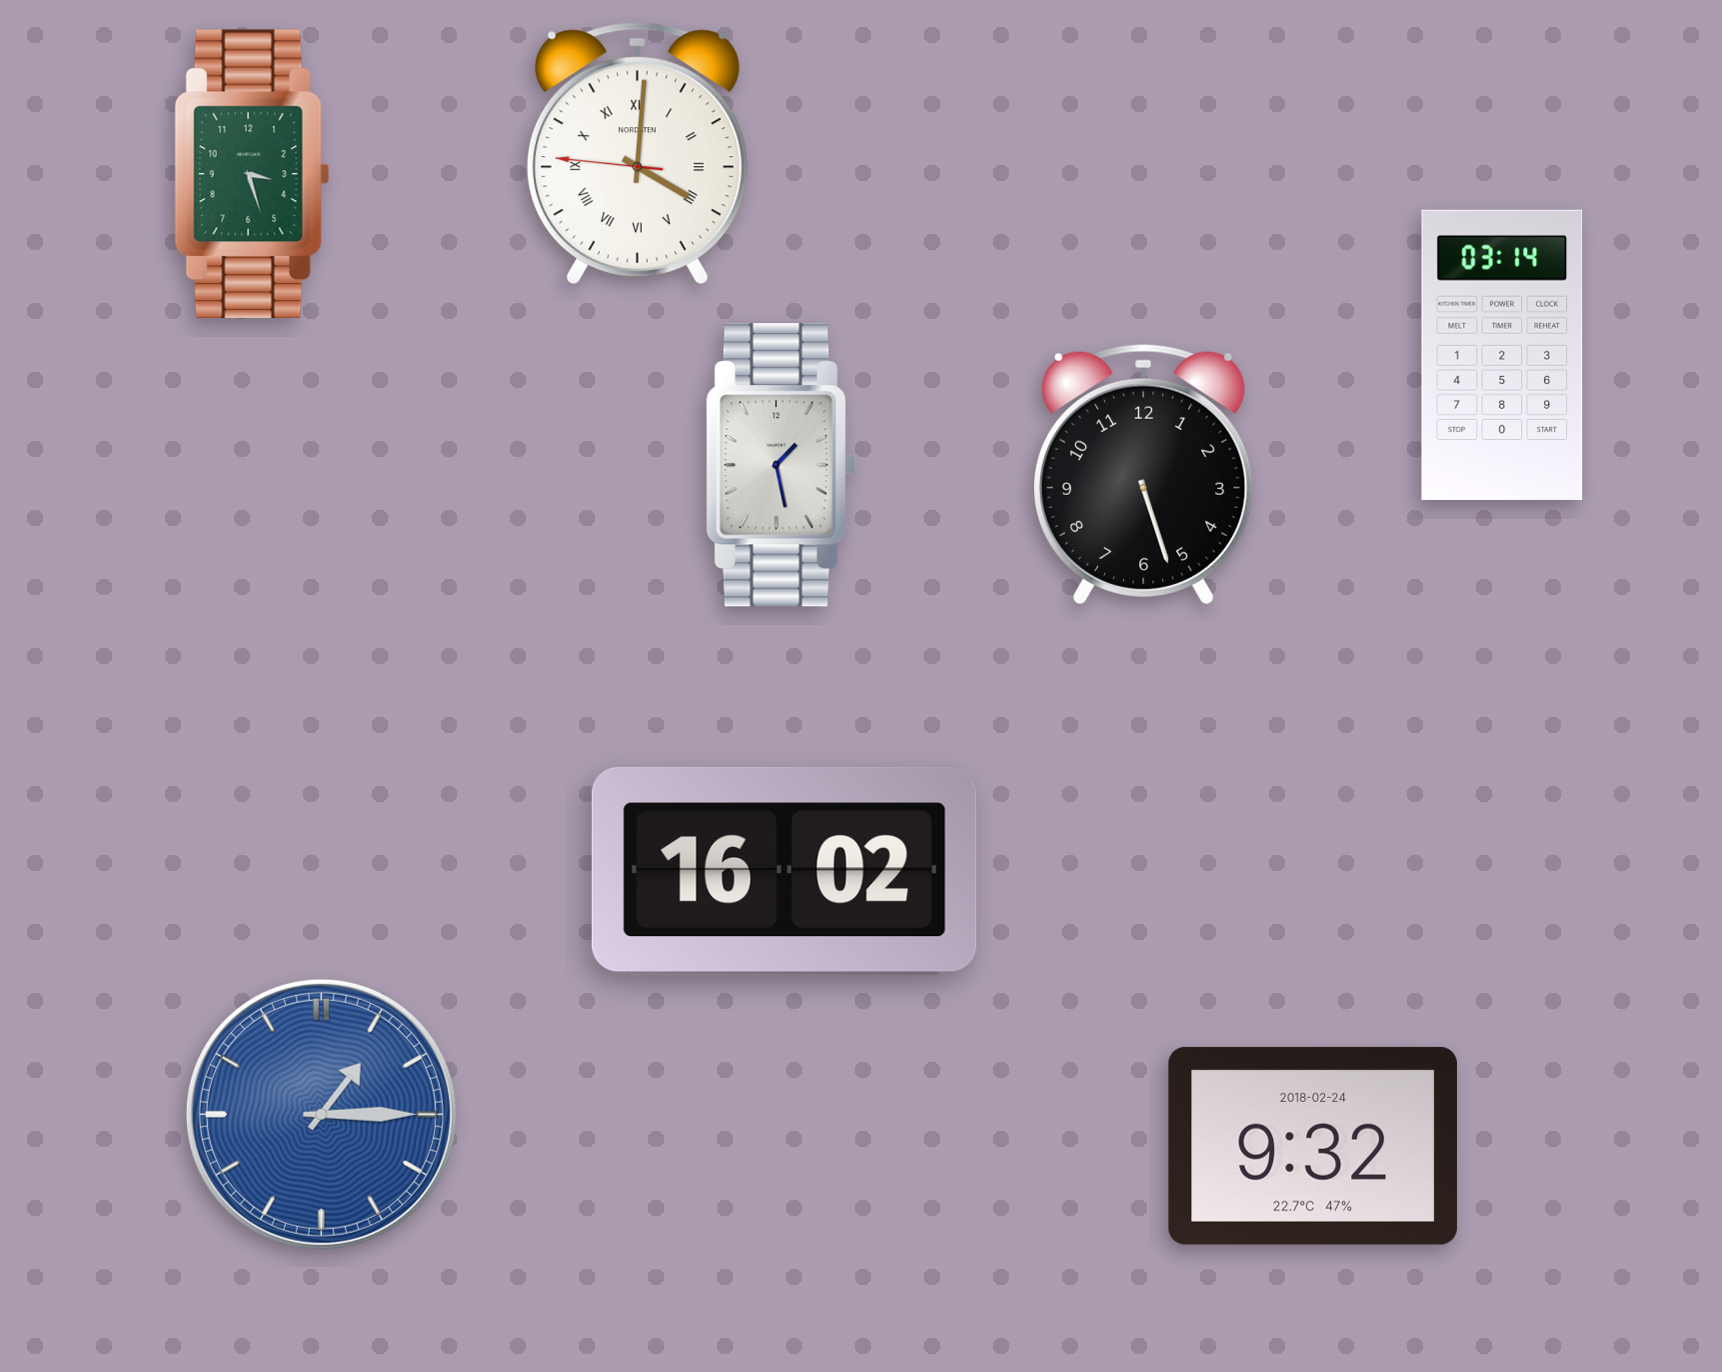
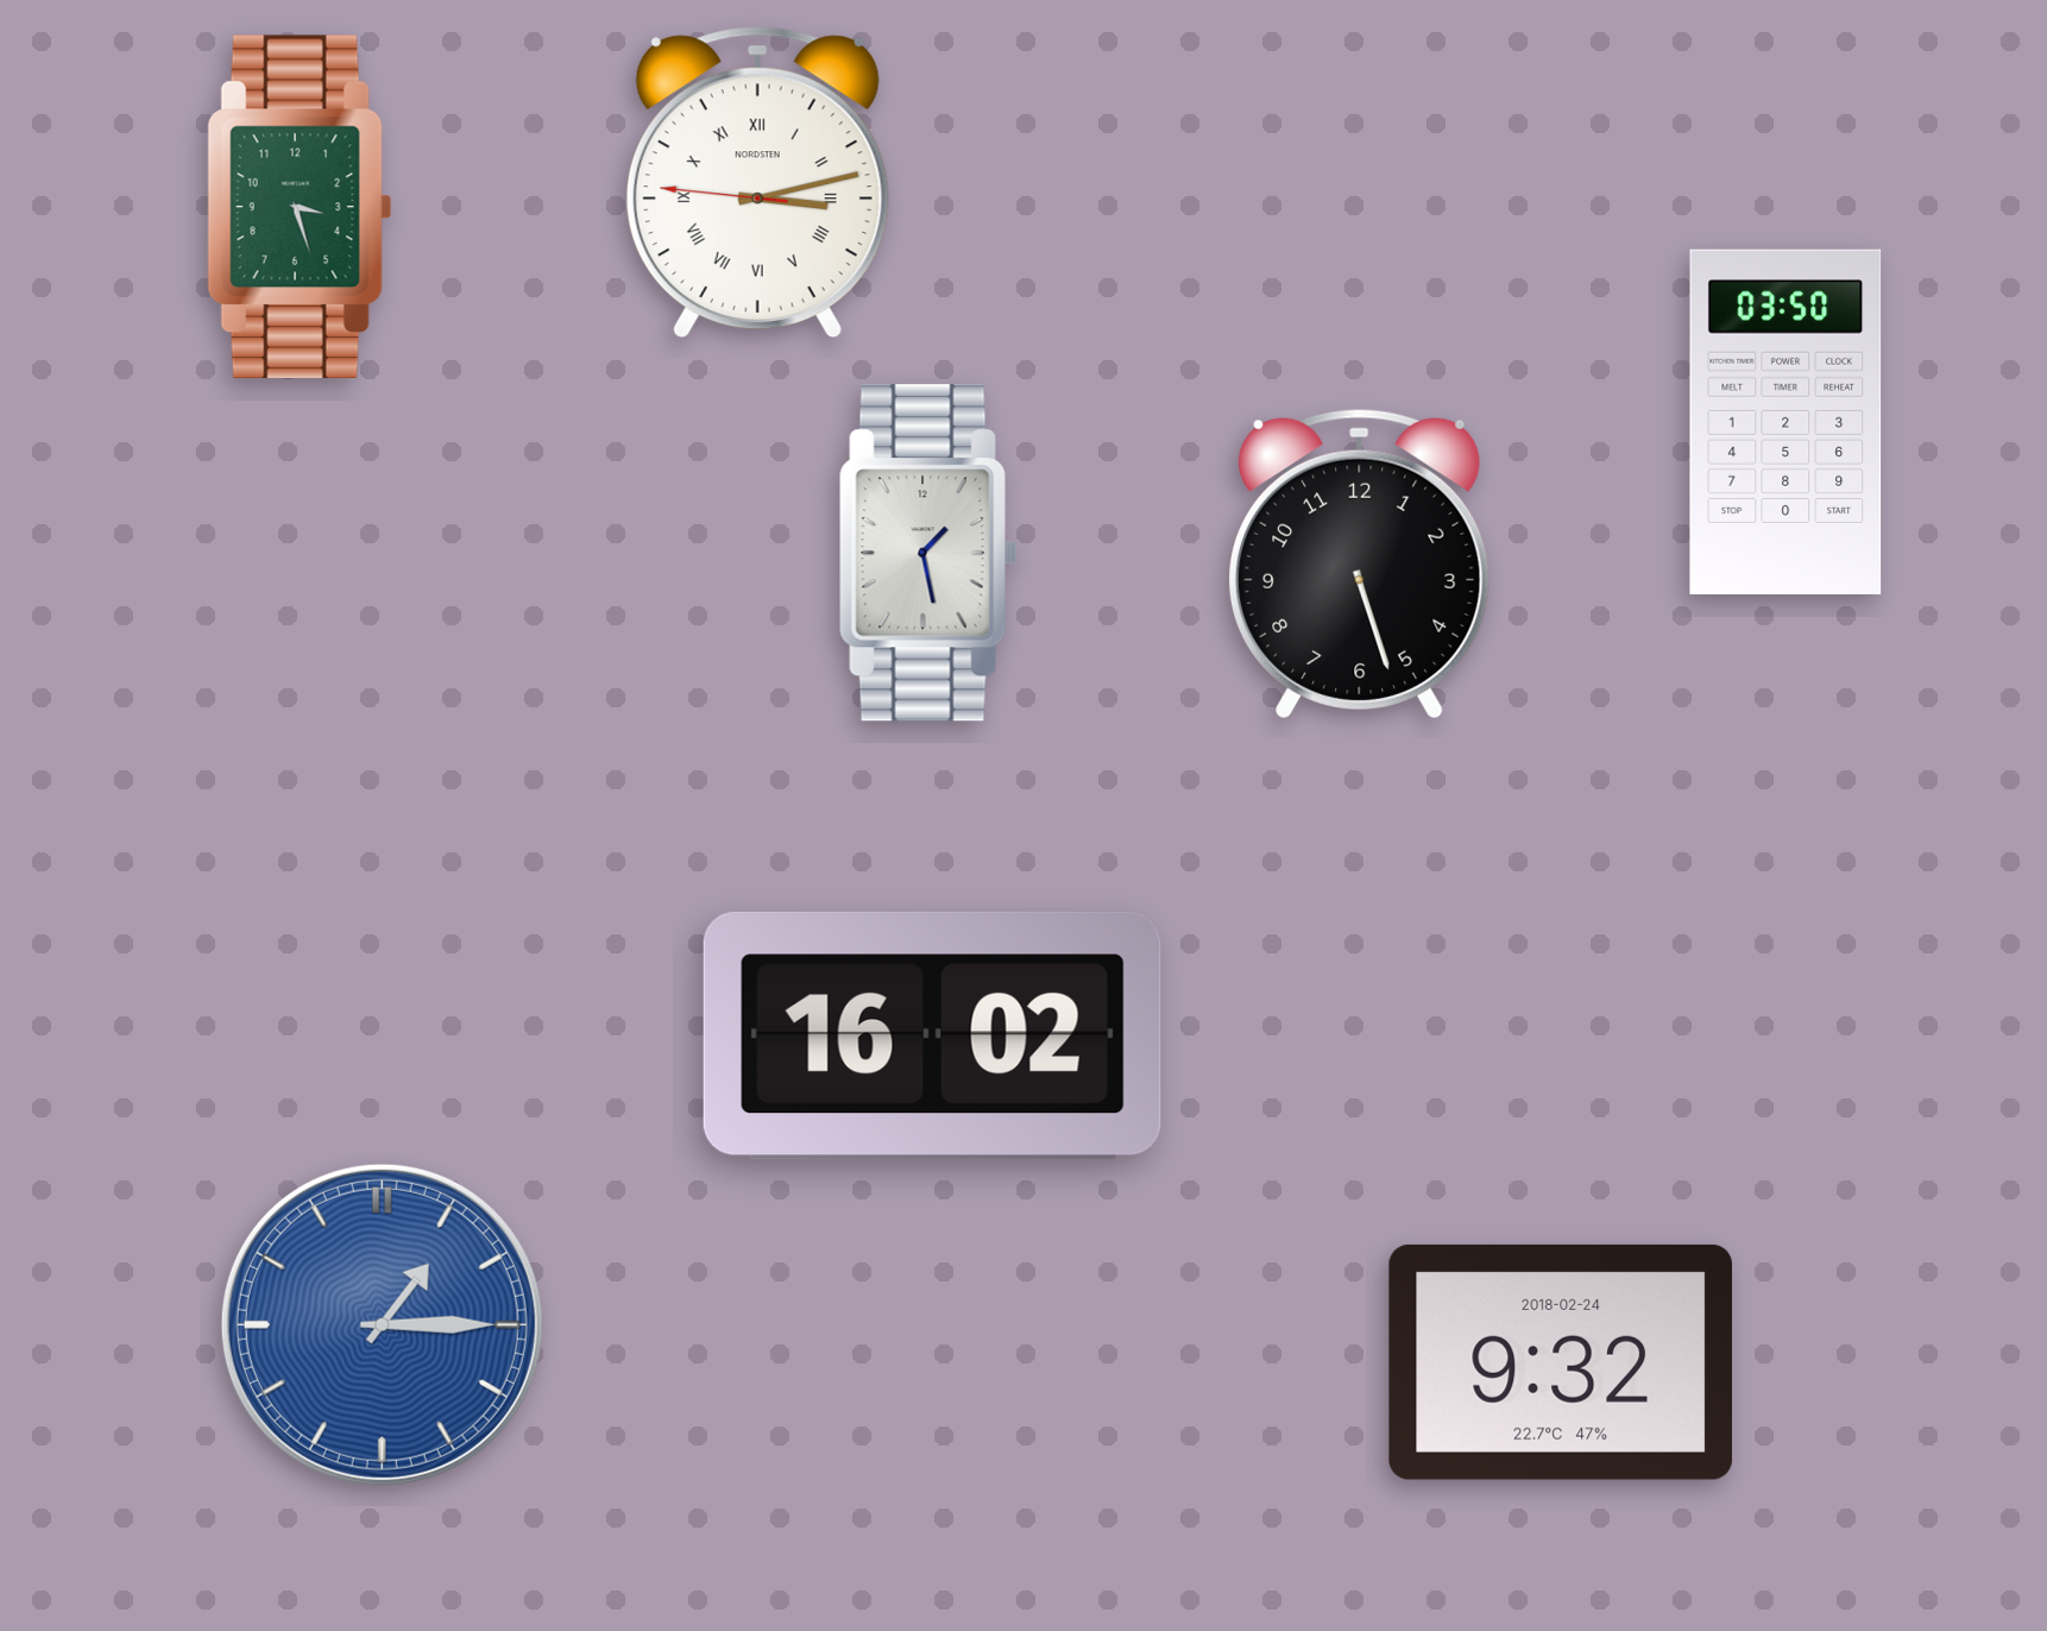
clock at (637, 154): 4:00 -> 3:12
clock at (1502, 355): 03:14 -> 03:50
